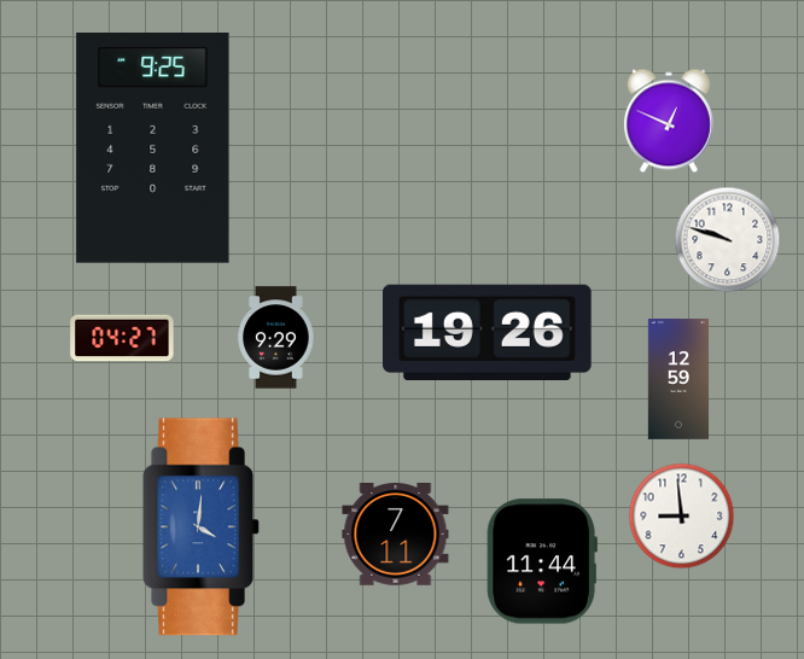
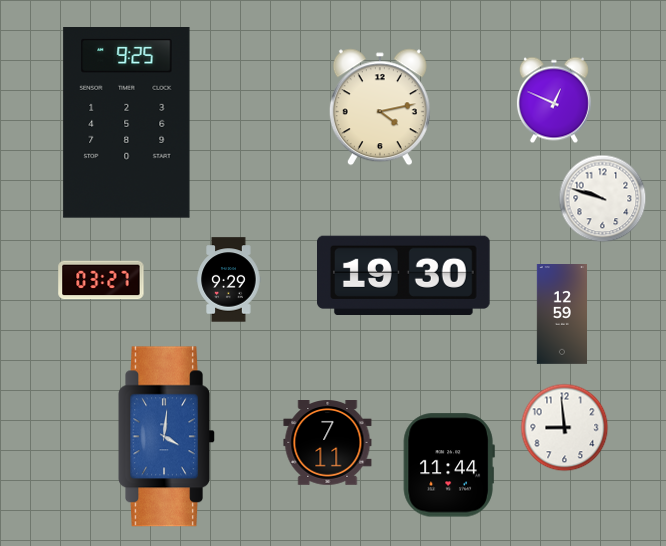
clock at (380, 107): none -> 4:13
clock at (488, 332): 19:26 -> 19:30
clock at (122, 338): 04:27 -> 03:27
